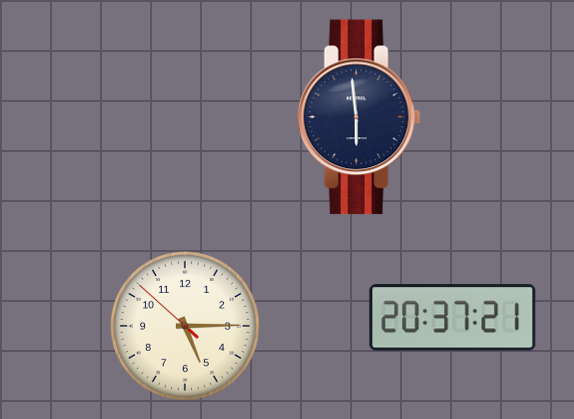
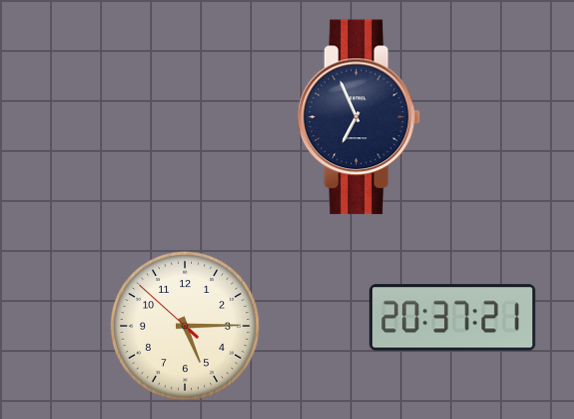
clock at (359, 117): 5:59 -> 6:56
